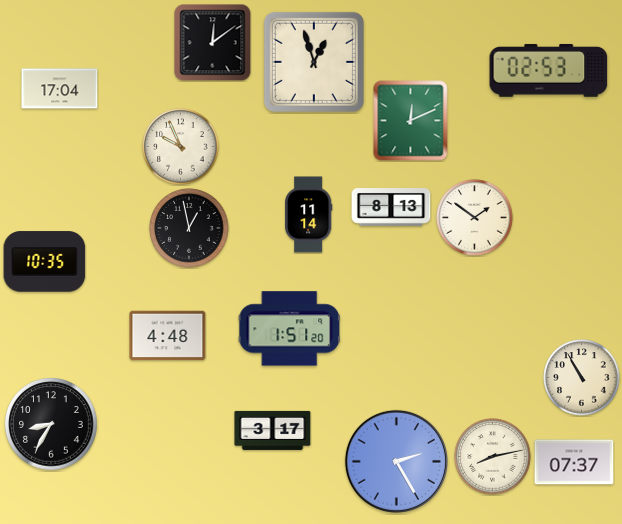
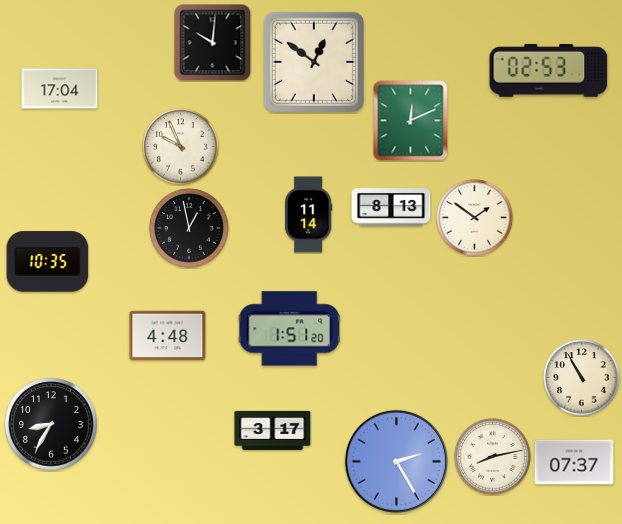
clock at (213, 43): 12:09 -> 10:01
clock at (314, 62): 12:57 -> 12:51
clock at (45, 262) position: (45, 262) -> (48, 262)
